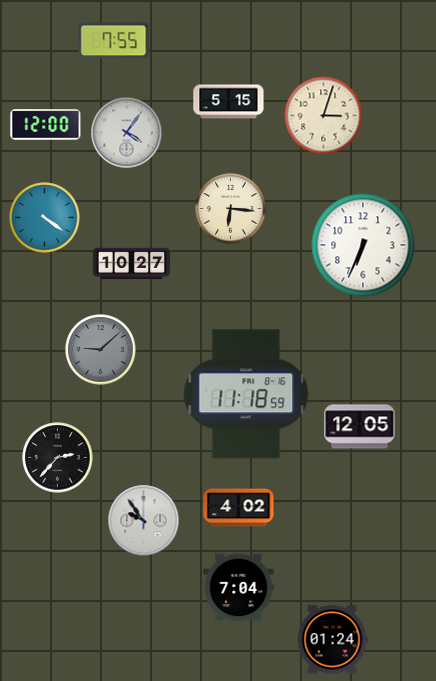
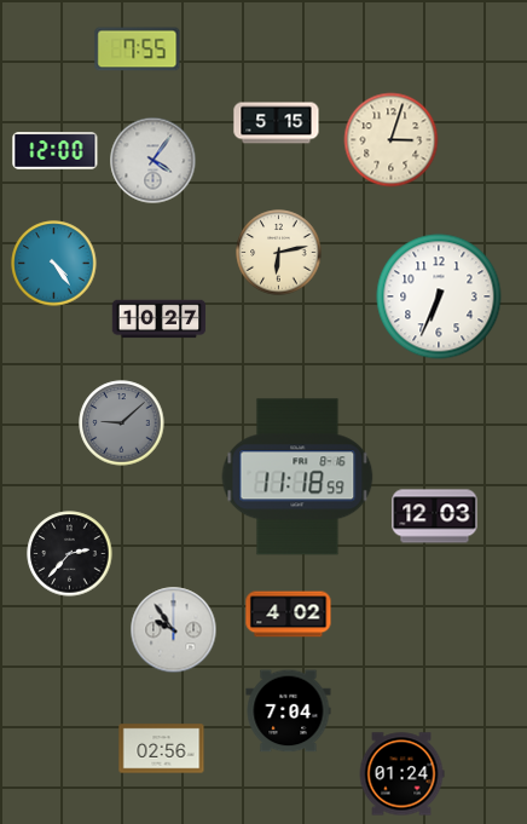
clock at (231, 209): 6:16 -> 6:13
clock at (45, 218): 4:21 -> 4:24
clock at (360, 427): 12:05 -> 12:03
clock at (162, 749): none -> 02:56
